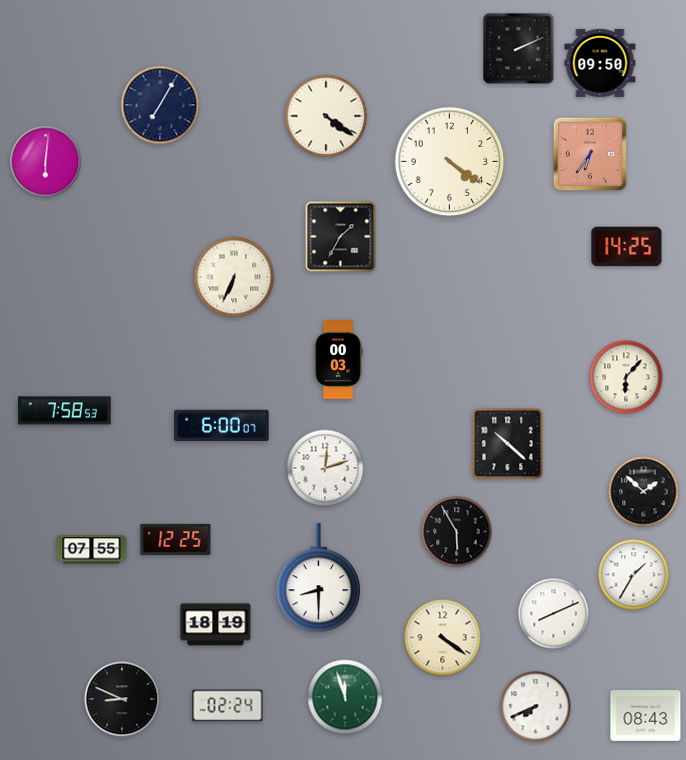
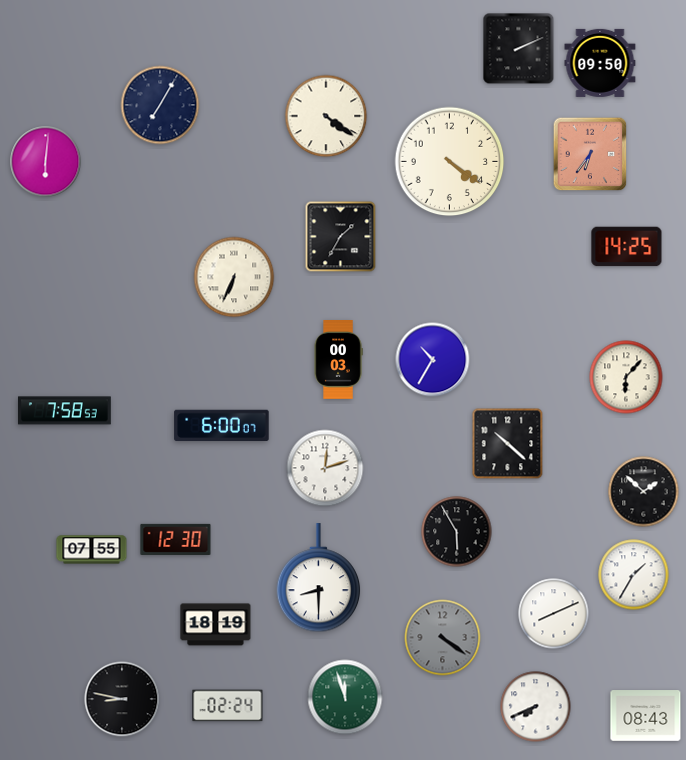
clock at (433, 360): none -> 10:35
clock at (176, 539): 12:25 -> 12:30
clock at (443, 638) dial: cream -> grey
clock at (122, 699): 8:49 -> 8:47
